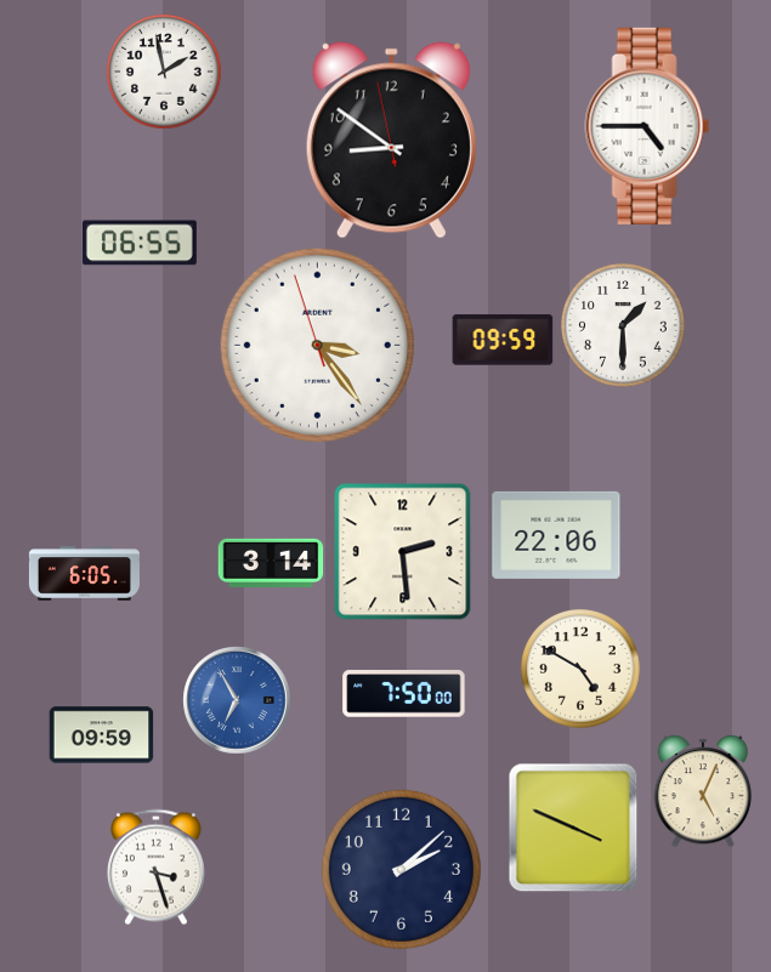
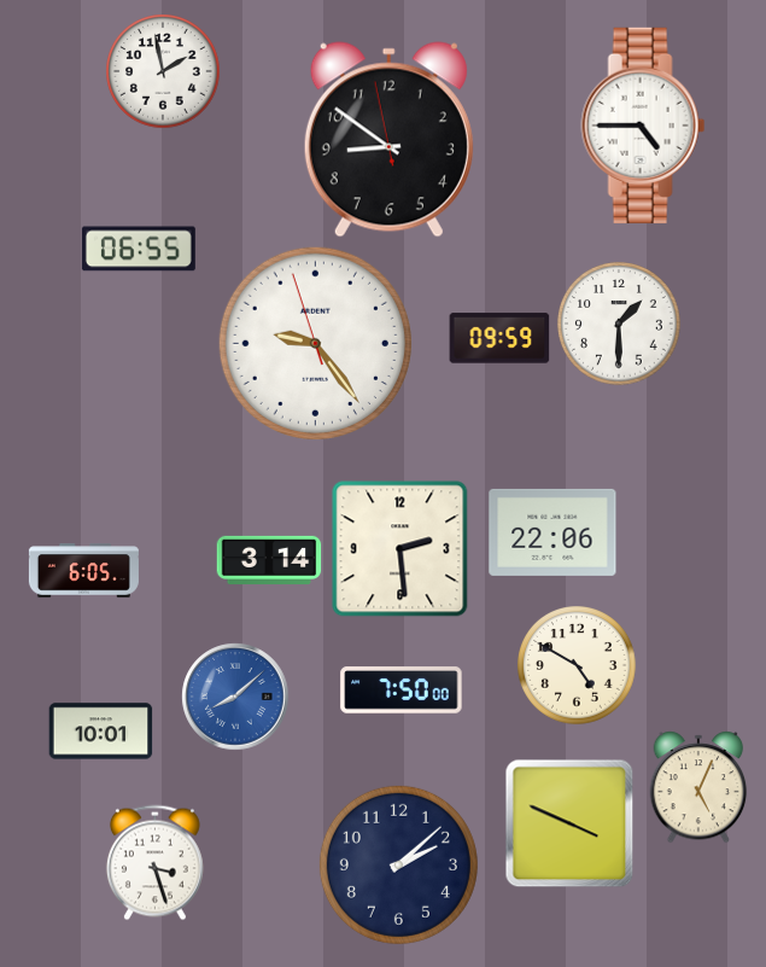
clock at (140, 243) position: (140, 243) -> (139, 249)
clock at (317, 345): 3:23 -> 9:23
clock at (237, 700): 6:55 -> 8:08
clock at (102, 735): 09:59 -> 10:01
